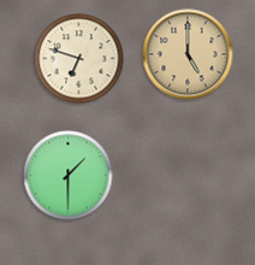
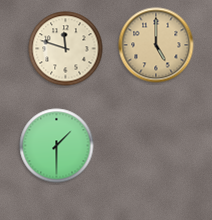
clock at (79, 59): 6:48 -> 11:48
